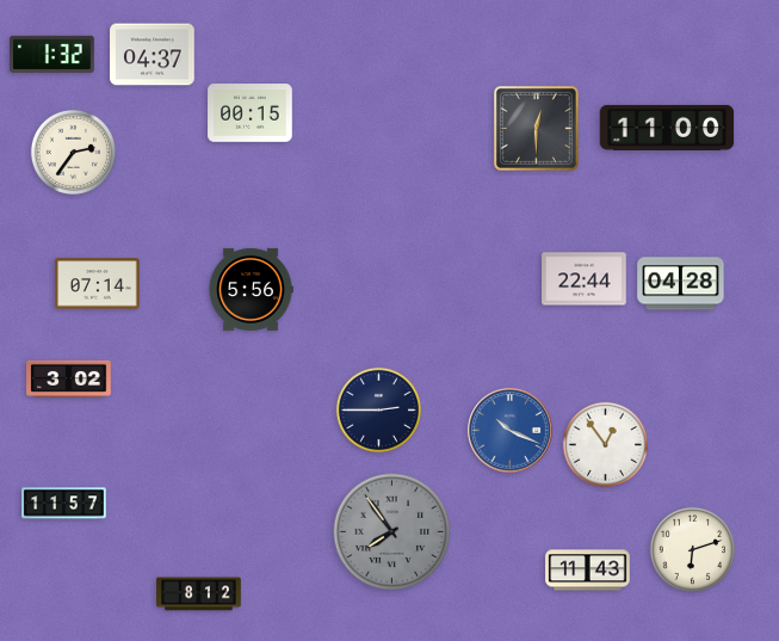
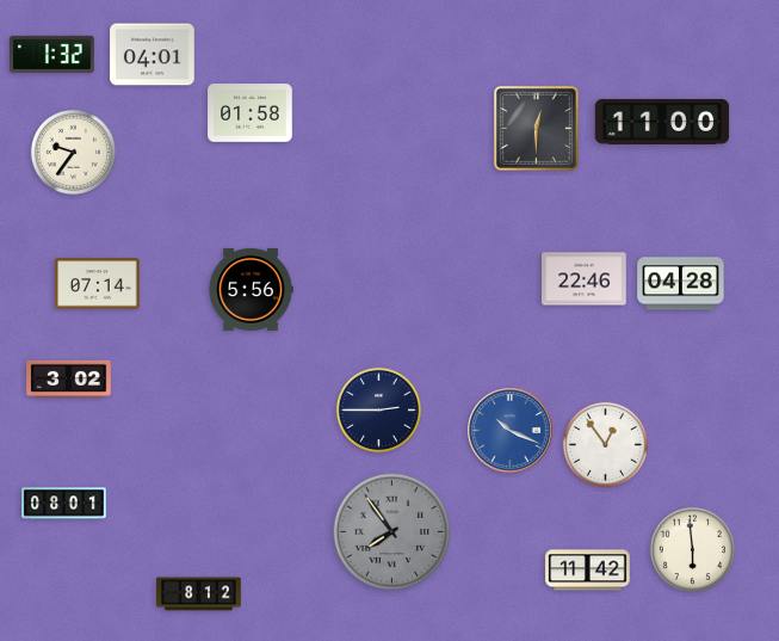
clock at (153, 55): 04:37 -> 04:01
clock at (251, 113): 00:15 -> 01:58
clock at (667, 128) position: (667, 128) -> (662, 122)
clock at (73, 152): 2:36 -> 9:36
clock at (585, 279): 22:44 -> 22:46
clock at (64, 504): 11:57 -> 08:01
clock at (692, 549): 6:12 -> 5:59
clock at (588, 571): 11:43 -> 11:42
